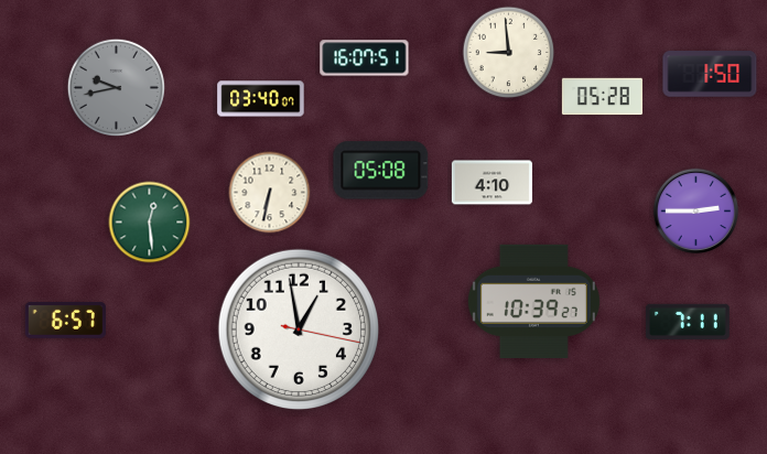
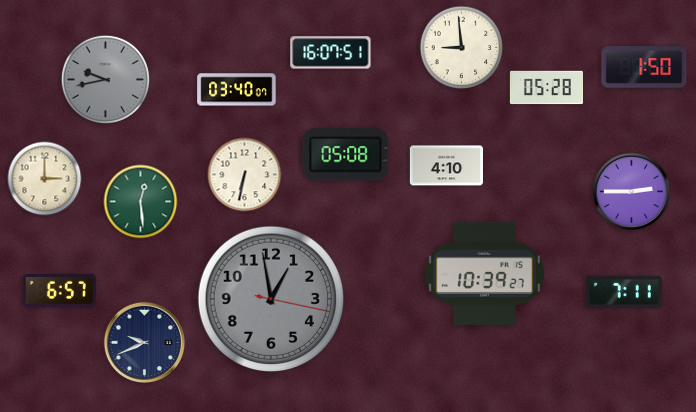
clock at (45, 179): none -> 3:00
clock at (150, 223) position: (150, 223) -> (141, 202)
clock at (298, 328) dial: white -> grey
clock at (144, 342): none -> 9:41
